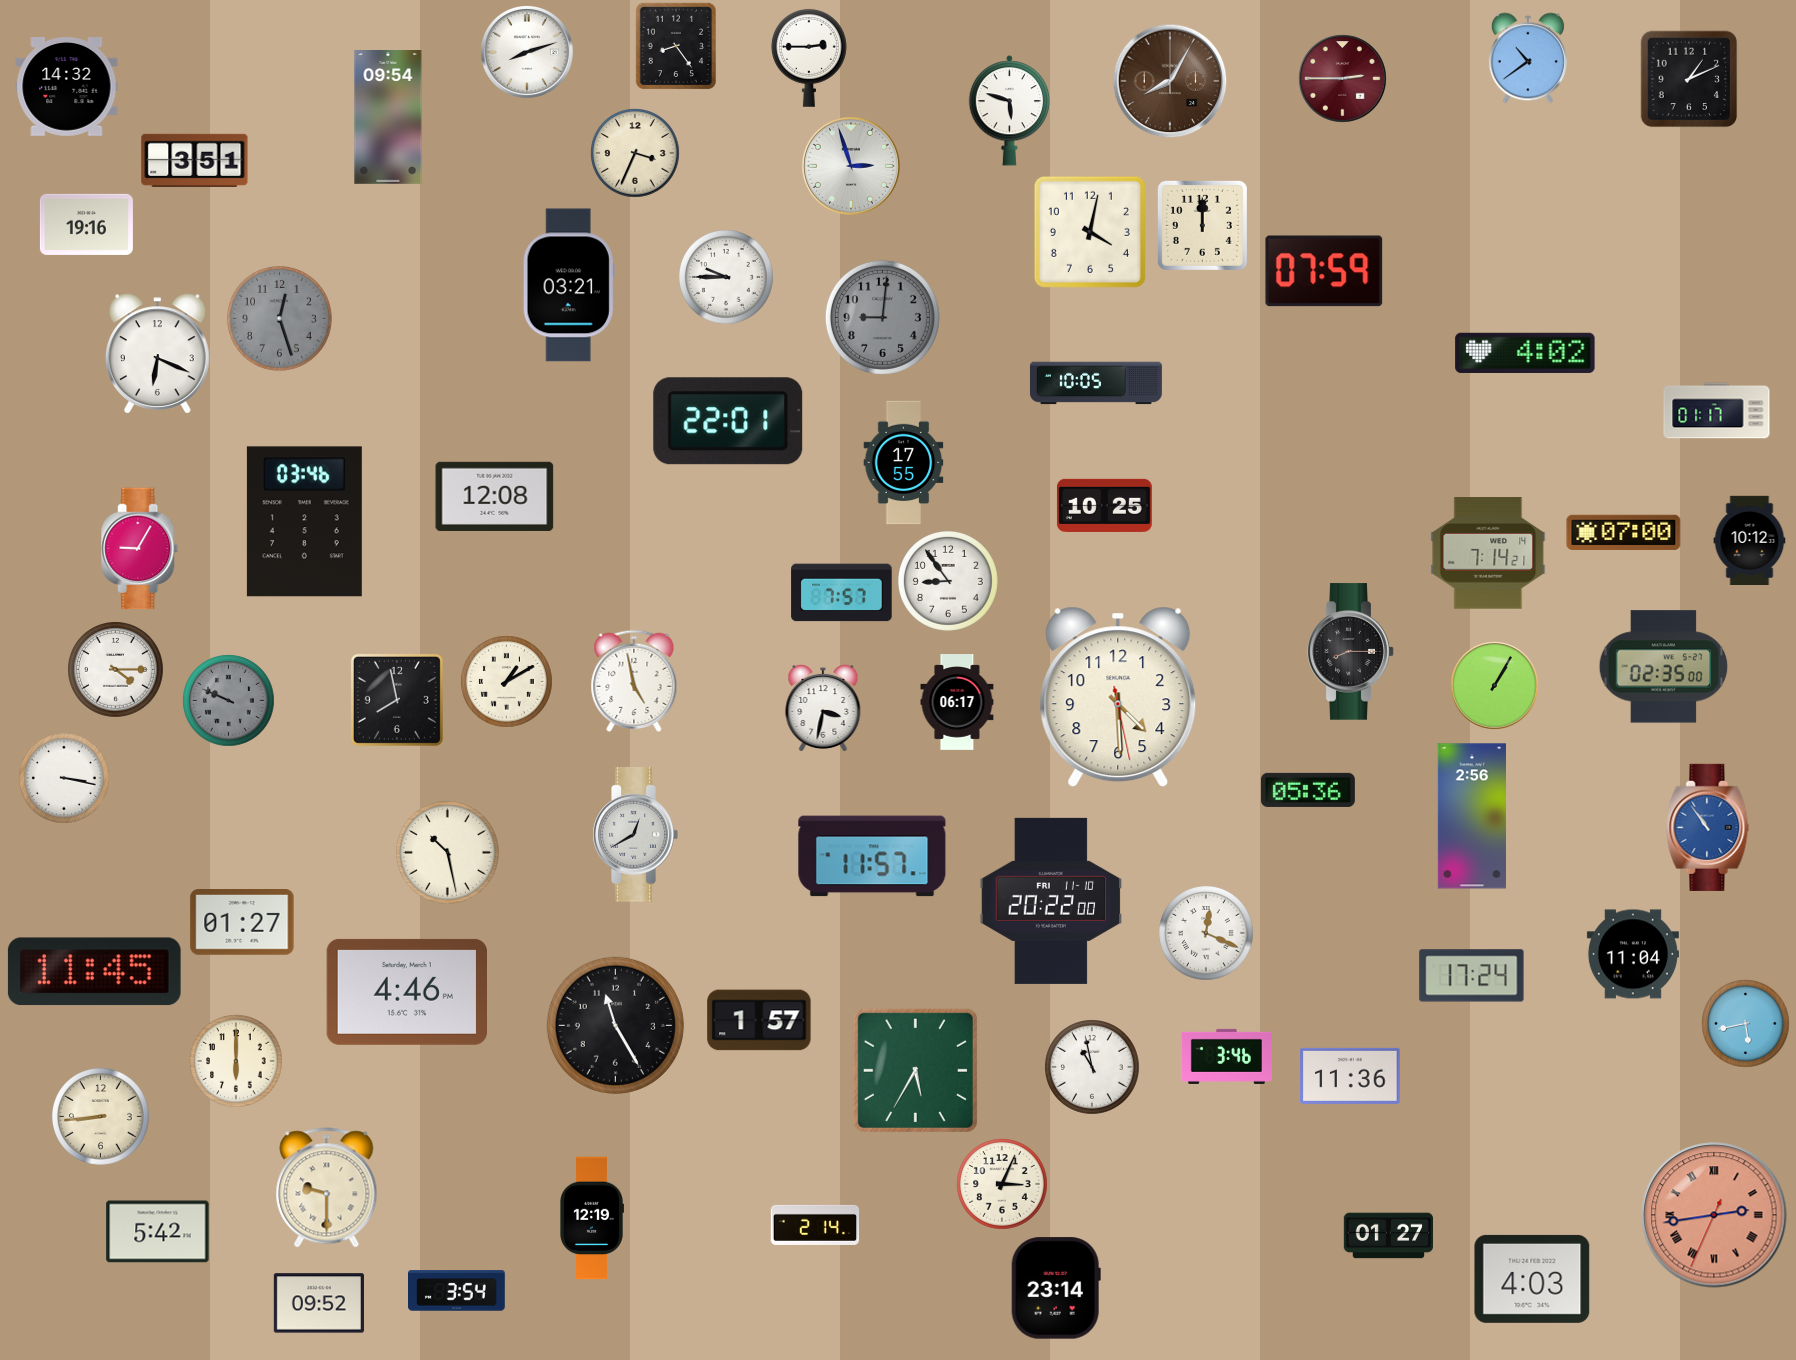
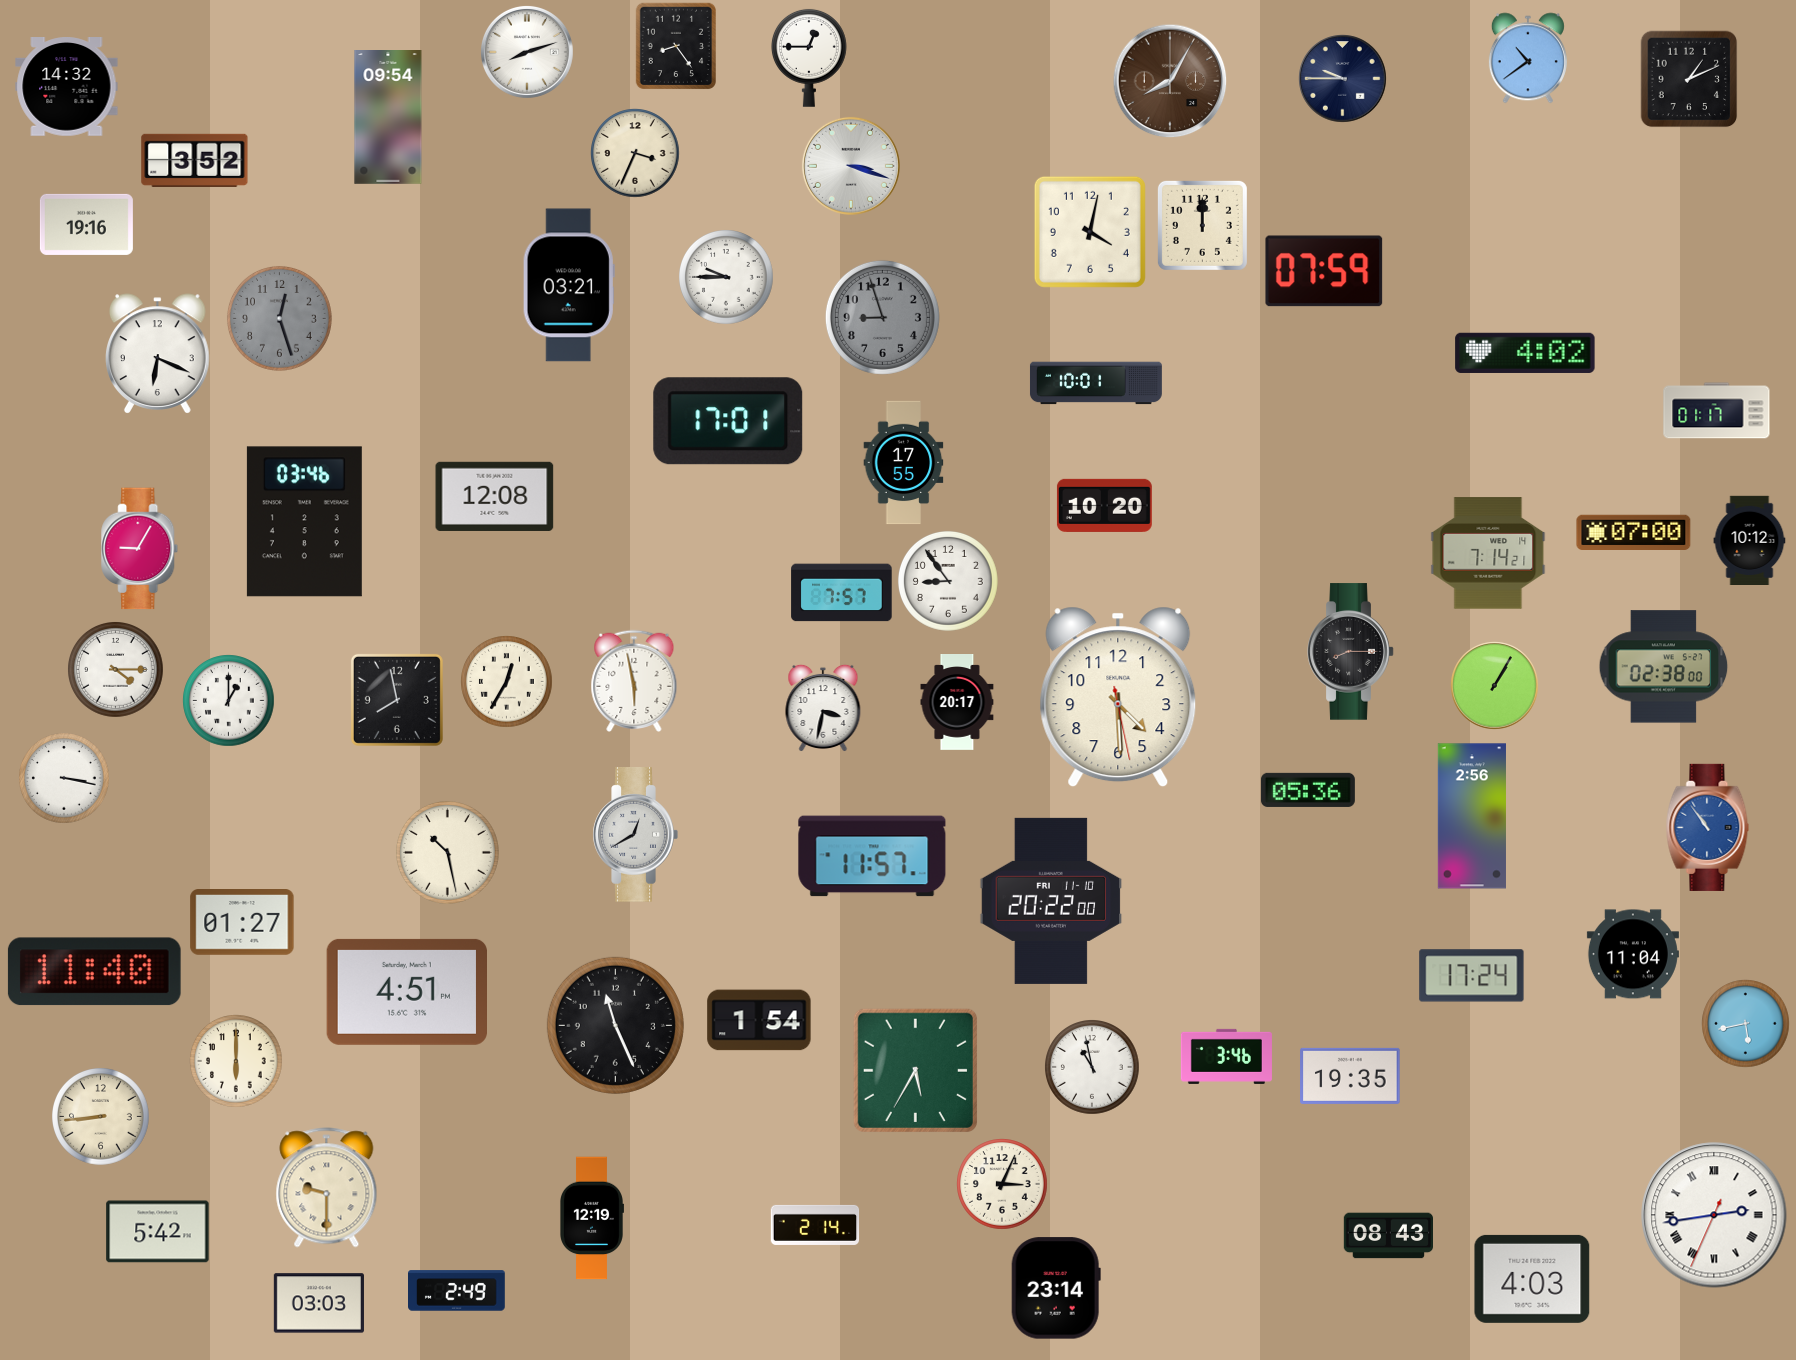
clock at (809, 58): 2:45 -> 12:45
clock at (1343, 79): 2:45 -> 9:45
clock at (1343, 79) dial: burgundy -> navy
clock at (1010, 111): 5:48 -> none
clock at (195, 160): 3:51 -> 3:52
clock at (851, 166): 2:57 -> 3:18
clock at (882, 317): 9:01 -> 8:57
clock at (1096, 383): 10:05 -> 10:01
clock at (728, 421): 22:01 -> 17:01
clock at (1104, 505): 10:25 -> 10:20
clock at (1624, 533) position: (1624, 533) -> (1634, 533)
clock at (1664, 667): 02:35 -> 02:38
clock at (634, 681): 4:58 -> 5:58
clock at (507, 682): 1:10 -> 12:35
clock at (229, 701): 9:49 -> 1:00
clock at (229, 701) dial: grey -> white
clock at (957, 703): 06:17 -> 20:17
clock at (1207, 934): 12:19 -> none
clock at (94, 972): 11:45 -> 11:40
clock at (406, 992): 4:46 -> 4:51
clock at (759, 1020): 1:57 -> 1:54
clock at (615, 1025): 11:25 -> 11:26
clock at (1350, 1076): 11:36 -> 19:35
clock at (1714, 1215) dial: salmon -> white
clock at (1388, 1236): 01:27 -> 08:43
clock at (457, 1291): 3:54 -> 2:49
clock at (319, 1303): 09:52 -> 03:03
